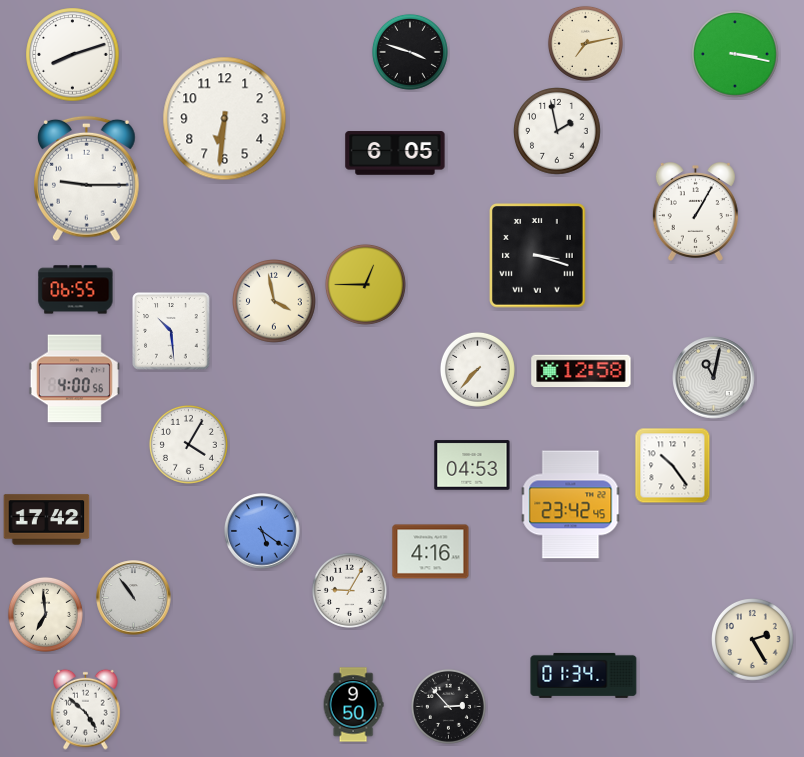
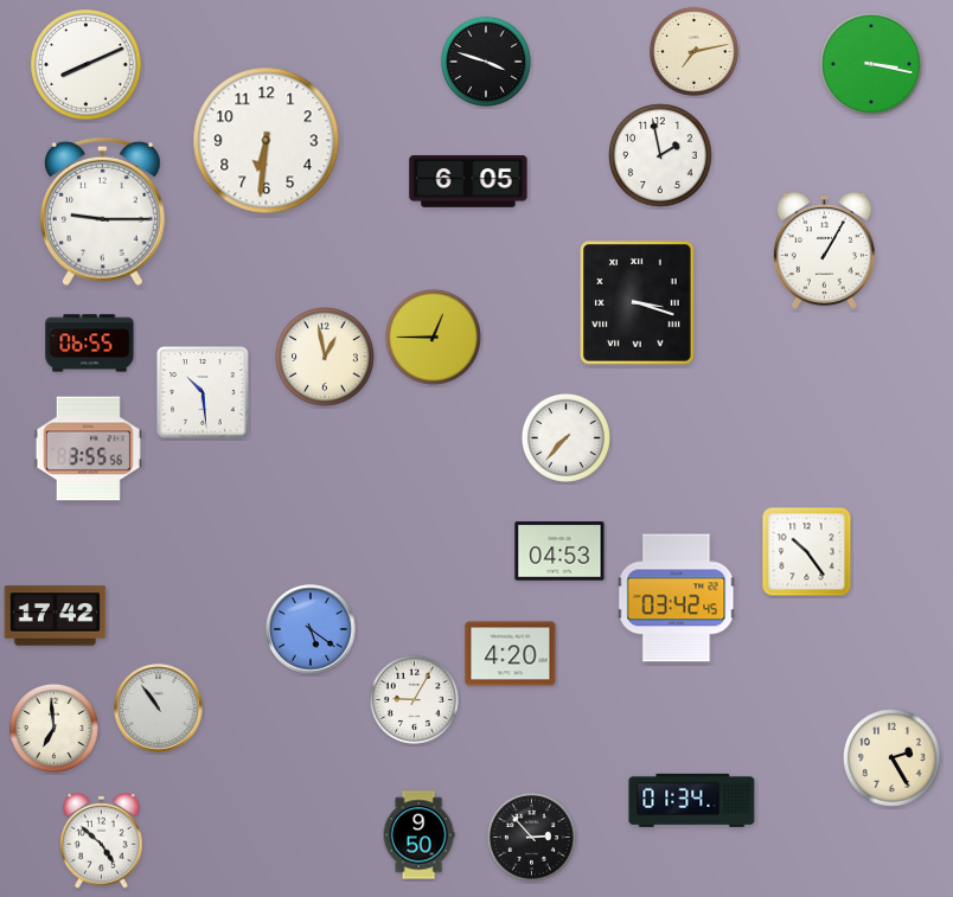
clock at (73, 55): 8:12 -> 8:11
clock at (275, 302): 3:58 -> 12:58
clock at (581, 371): 12:58 -> none
clock at (714, 378): 11:02 -> none
clock at (74, 379): 4:00 -> 3:55
clock at (188, 444): 4:05 -> none
clock at (673, 466) position: (673, 466) -> (807, 552)
clock at (571, 505): 23:42 -> 03:42
clock at (431, 552): 4:16 -> 4:20
